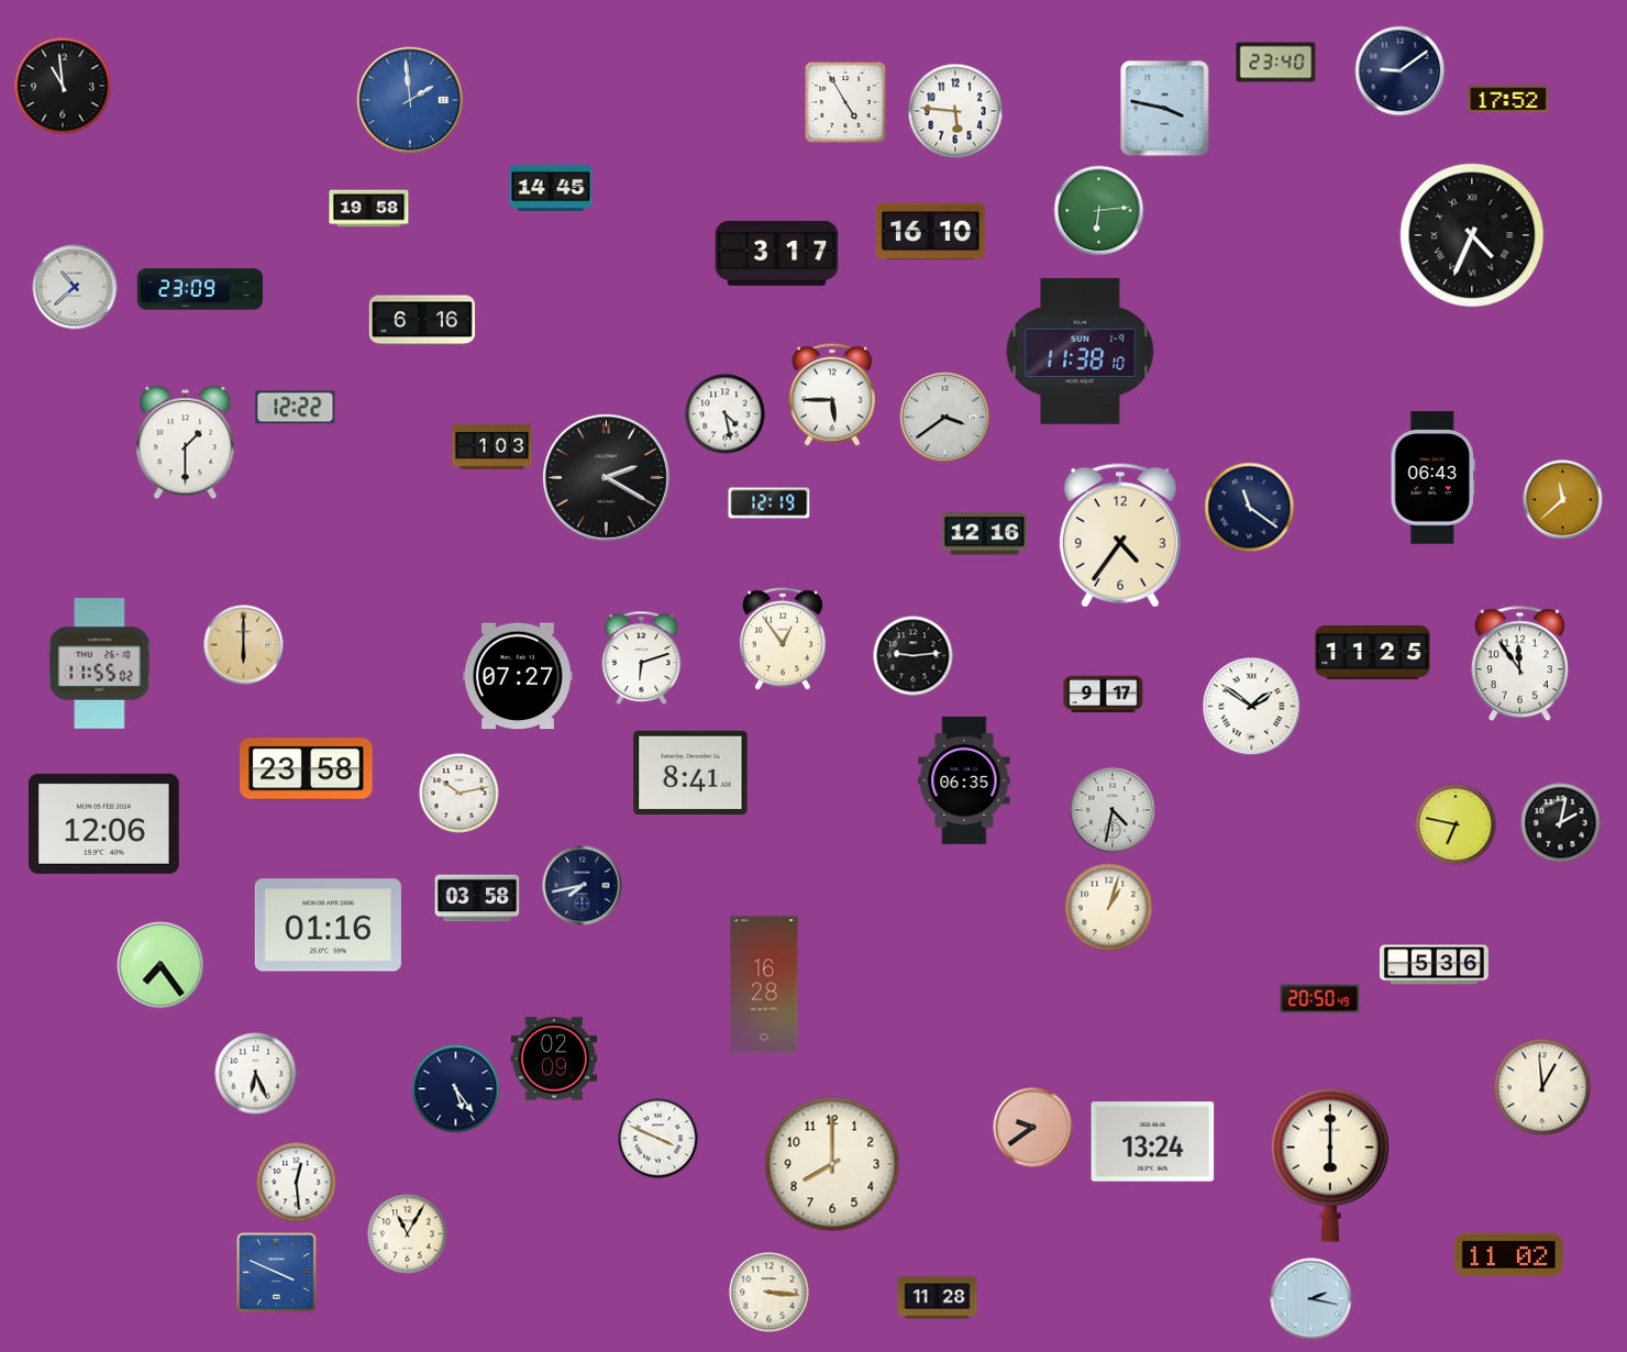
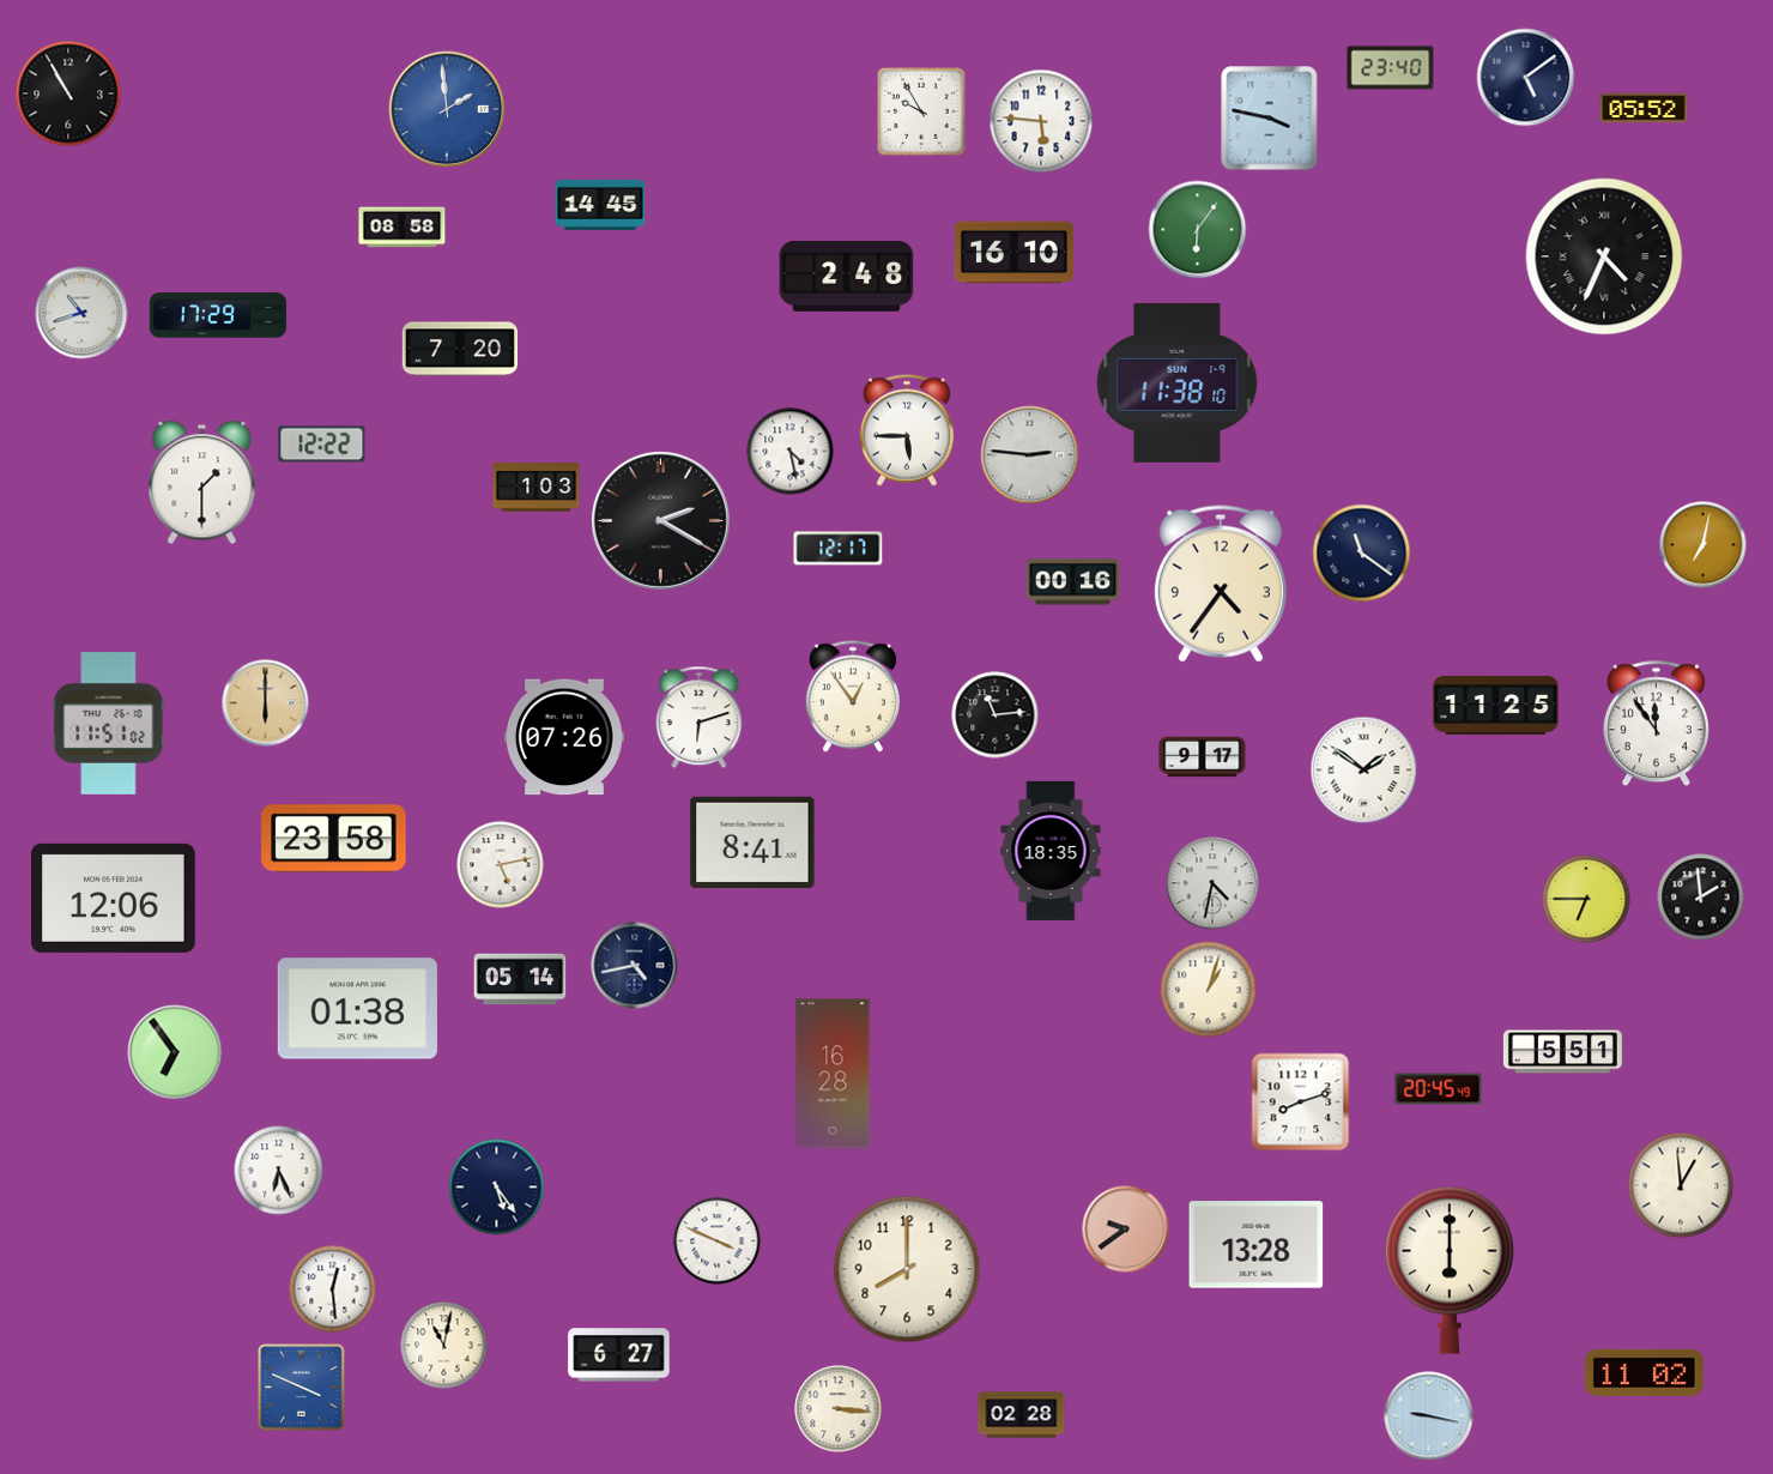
clock at (1401, 71): 9:09 -> 5:09
clock at (63, 86): 10:59 -> 10:55
clock at (1508, 99): 17:52 -> 05:52
clock at (845, 102): 4:55 -> 9:55
clock at (369, 209): 19:58 -> 08:58
clock at (1099, 211): 6:14 -> 6:06
clock at (777, 254): 3:17 -> 2:48
clock at (75, 287): 10:38 -> 10:42
clock at (199, 289): 23:09 -> 17:29
clock at (422, 320): 6:16 -> 7:20
clock at (945, 418): 3:39 -> 2:46
clock at (1432, 478): 06:43 -> none
clock at (1563, 500): 11:38 -> 7:02
clock at (770, 503): 12:19 -> 12:17
clock at (985, 534): 12:16 -> 00:16
clock at (1373, 652) position: (1373, 652) -> (1496, 705)
clock at (914, 656): 9:14 -> 11:14
clock at (100, 664): 11:55 -> 11:51
clock at (518, 676): 07:27 -> 07:26
clock at (964, 780): 06:35 -> 18:35
clock at (460, 794): 10:13 -> 5:13
clock at (1561, 823): 2:02 -> 1:59
clock at (1456, 824): 6:47 -> 6:45
clock at (583, 886): 7:43 -> 4:43
clock at (477, 898): 03:58 -> 05:14
clock at (328, 926): 01:16 -> 01:38
clock at (161, 965): 7:24 -> 6:54
clock at (1434, 965): 5:36 -> 5:51
clock at (1320, 999): 20:50 -> 20:45
clock at (1301, 1103): none -> 8:12
clock at (554, 1059): 02:09 -> none
clock at (1153, 1142): 13:24 -> 13:28
clock at (297, 1183) position: (297, 1183) -> (333, 1289)
clock at (408, 1234): 11:05 -> 11:02
clock at (619, 1355): none -> 6:27
clock at (1508, 1254) position: (1508, 1254) -> (1644, 1372)
clock at (938, 1298): 11:28 -> 02:28
clock at (1311, 1299): 2:17 -> 9:17
